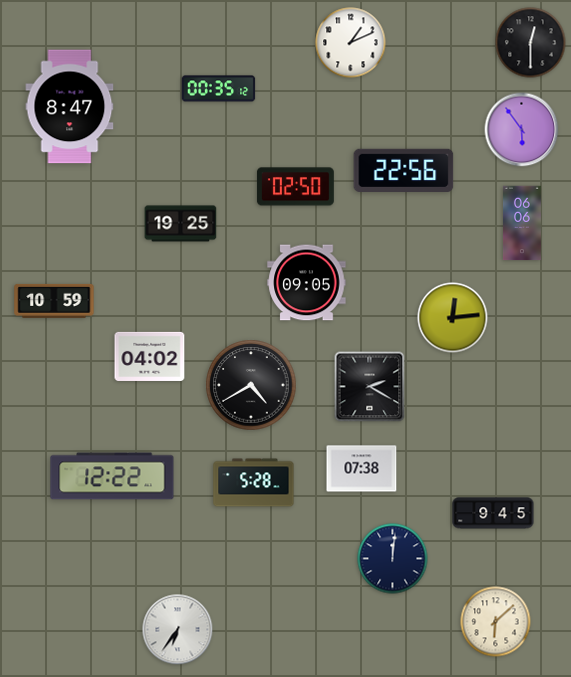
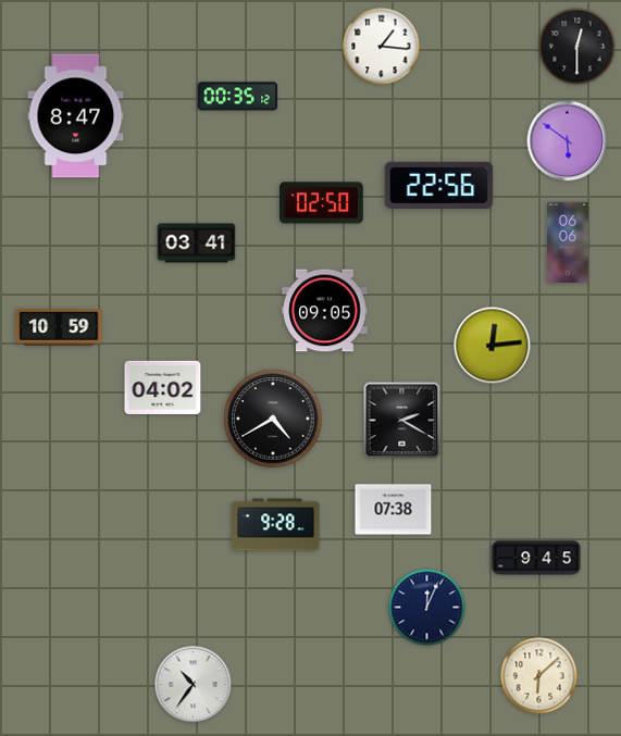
clock at (351, 43): 1:11 -> 1:16
clock at (522, 130): 5:54 -> 5:51
clock at (181, 224): 19:25 -> 03:41
clock at (307, 283) position: (307, 283) -> (325, 311)
clock at (112, 476): 12:22 -> none
clock at (254, 483): 5:28 -> 9:28
clock at (393, 559): 12:01 -> 12:04
clock at (178, 630): 6:36 -> 10:36
